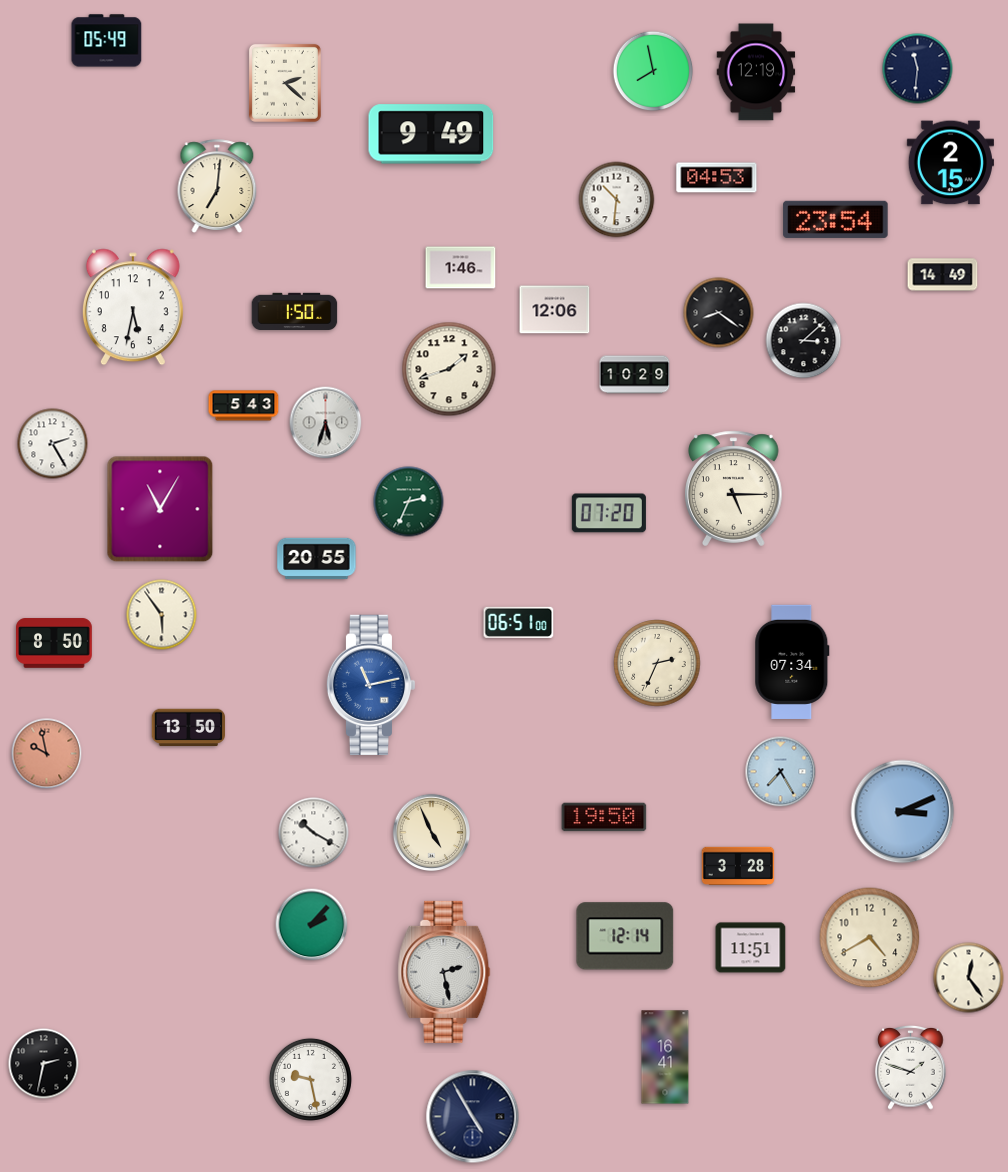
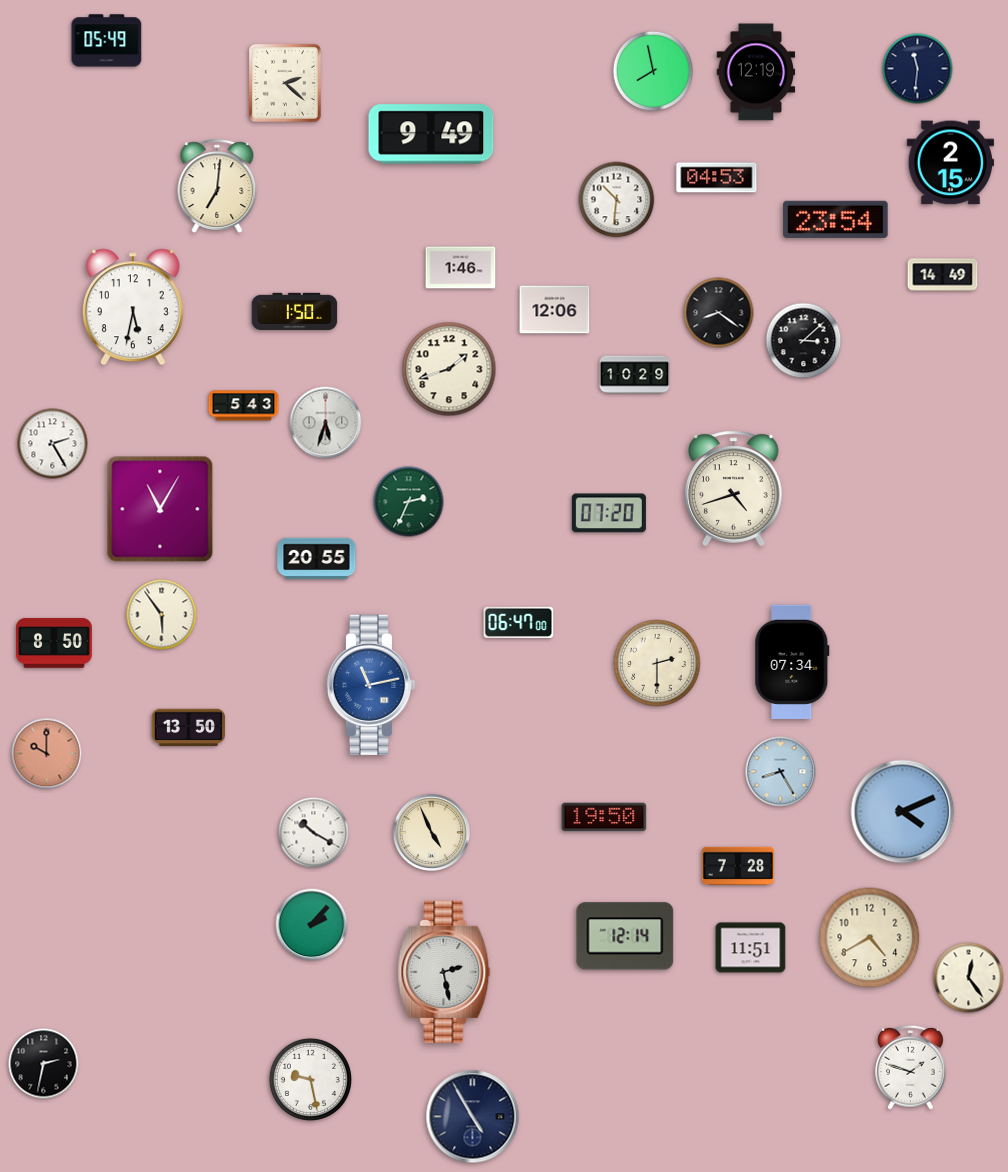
clock at (734, 489): 5:15 -> 4:42
clock at (519, 622): 06:51 -> 06:47
clock at (657, 663): 2:34 -> 2:30
clock at (47, 754): 9:58 -> 10:00
clock at (781, 772): 7:25 -> 8:25
clock at (903, 812): 3:11 -> 4:11
clock at (738, 866): 3:28 -> 7:28
clock at (665, 1057): 16:41 -> none
